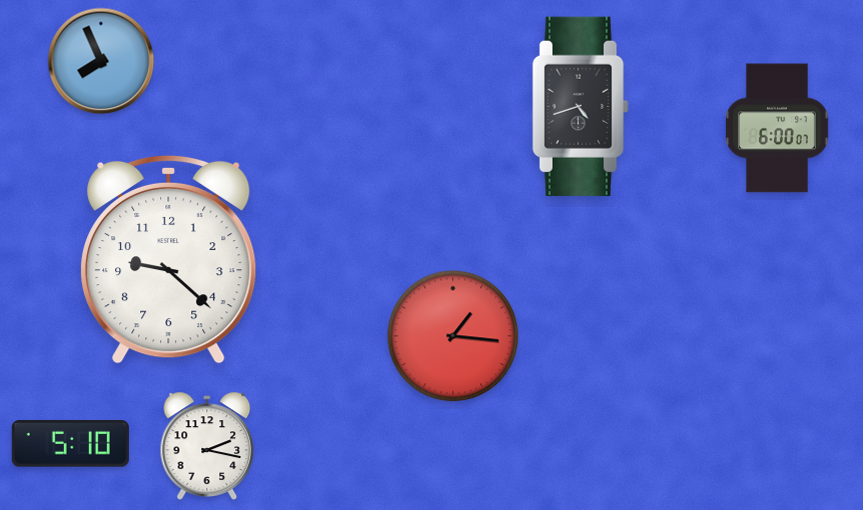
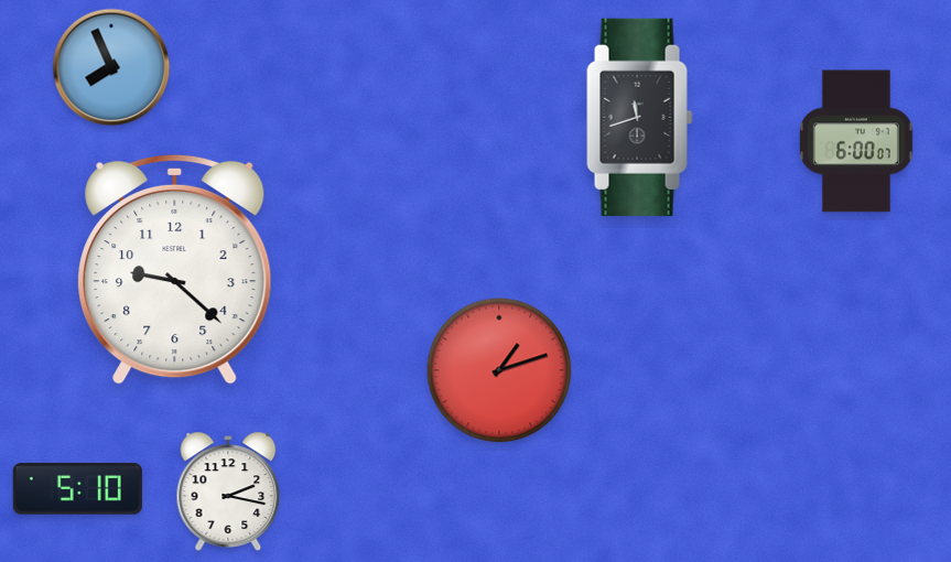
clock at (581, 106): 4:42 -> 11:42
clock at (169, 259) position: (169, 259) -> (175, 269)
clock at (453, 336): 1:16 -> 1:12
